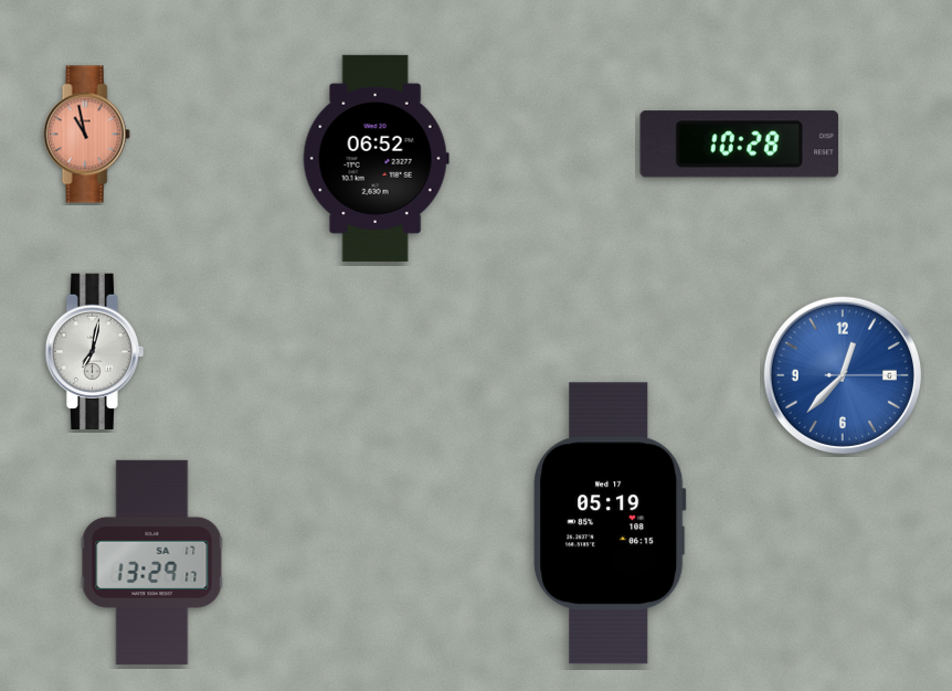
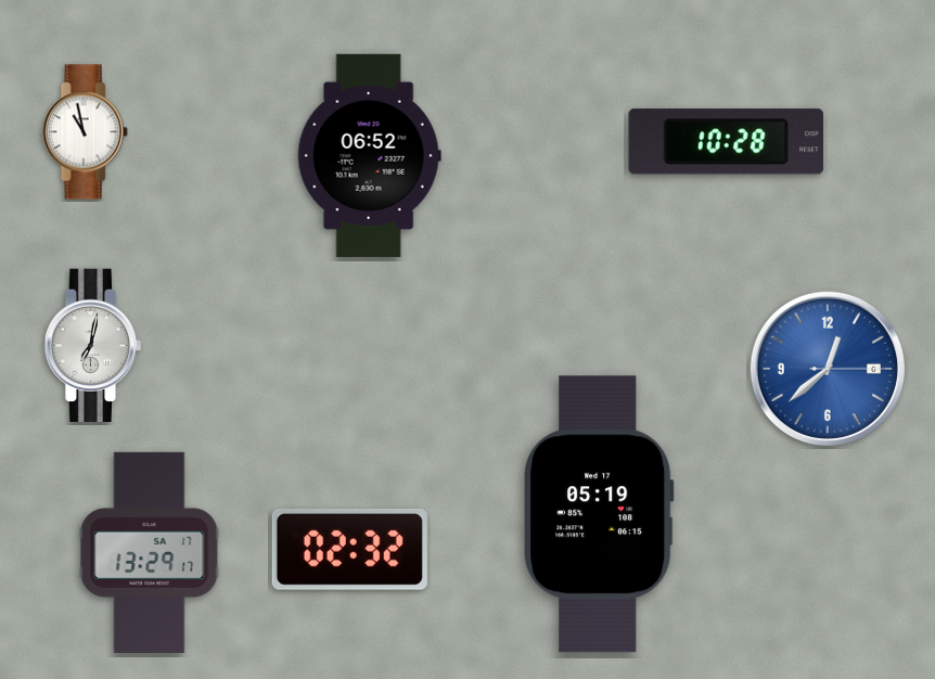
clock at (86, 135) dial: salmon -> white
clock at (843, 375): 12:37 -> 12:38
clock at (349, 549): none -> 02:32
